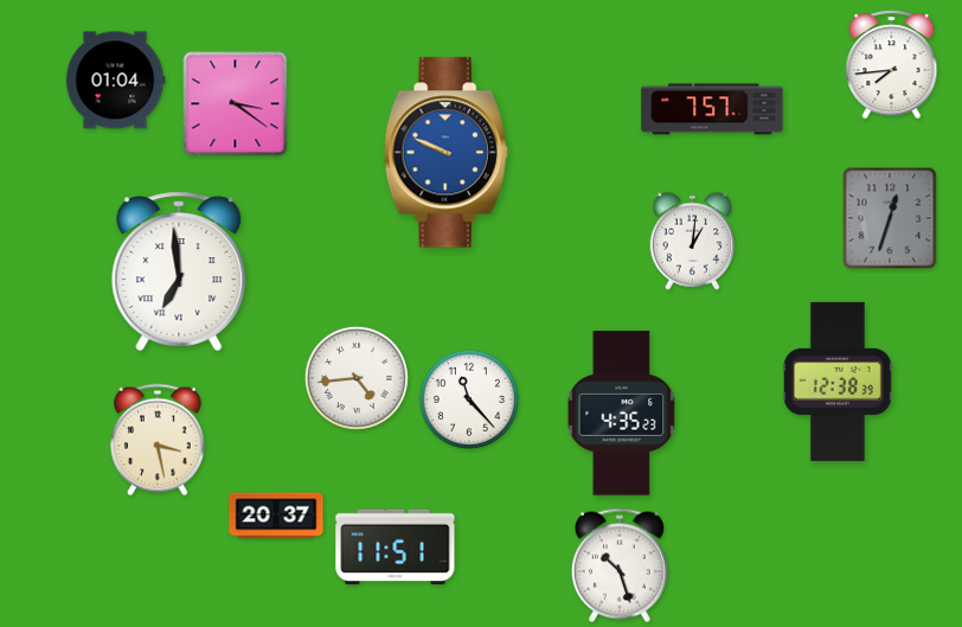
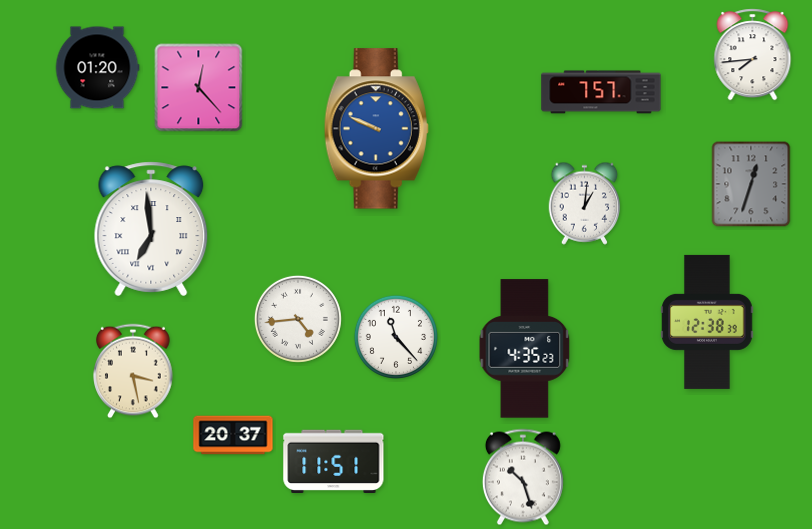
clock at (115, 81): 01:04 -> 01:20
clock at (236, 104): 3:21 -> 12:23
clock at (357, 378) position: (357, 378) -> (298, 319)
